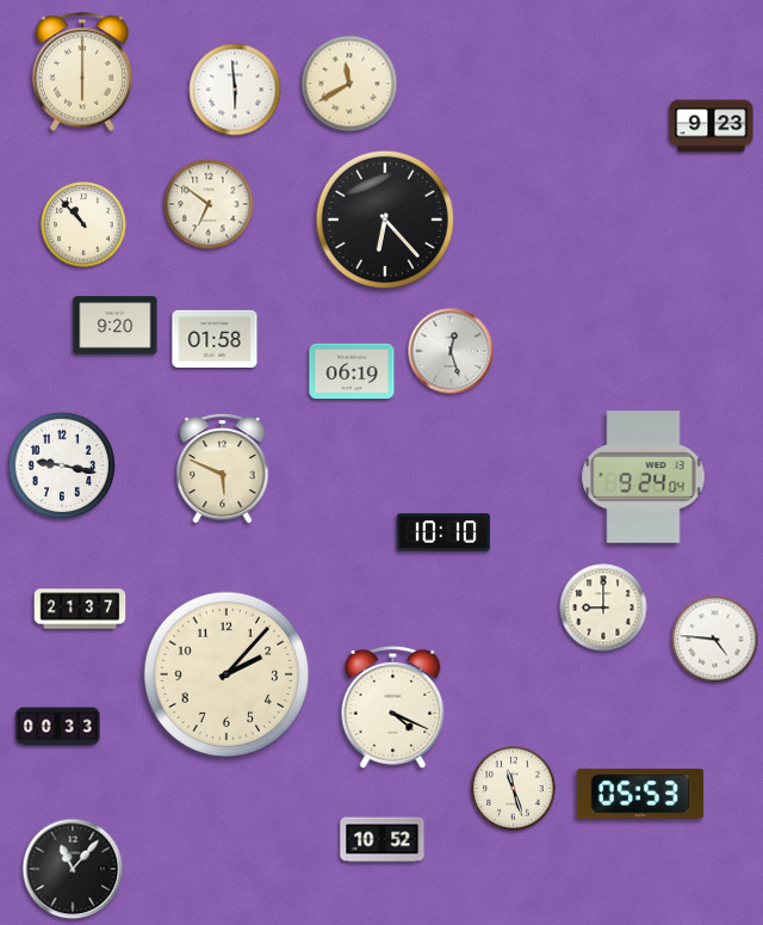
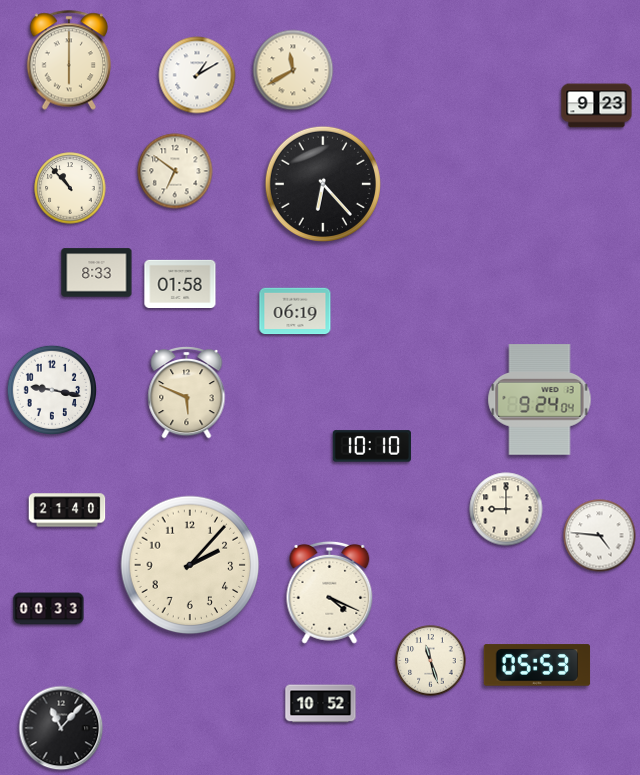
clock at (235, 90): 5:59 -> 1:10
clock at (116, 326): 9:20 -> 8:33
clock at (451, 351): 12:27 -> none
clock at (80, 609): 21:37 -> 21:40
